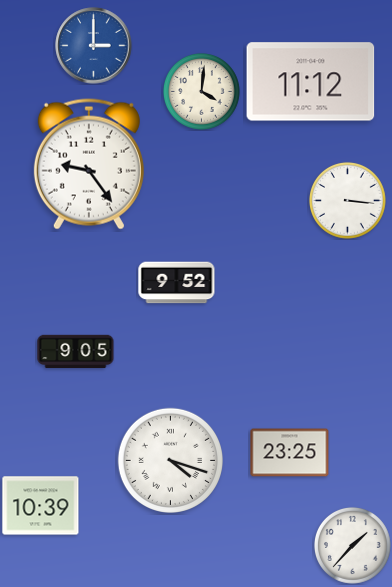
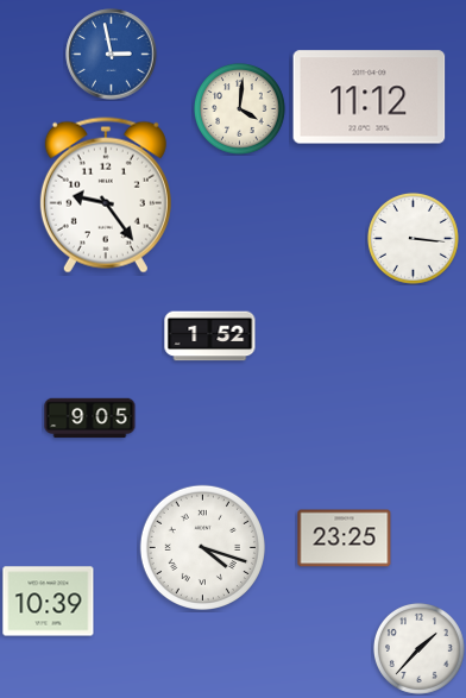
clock at (94, 46): 3:00 -> 2:58
clock at (177, 283): 9:52 -> 1:52
